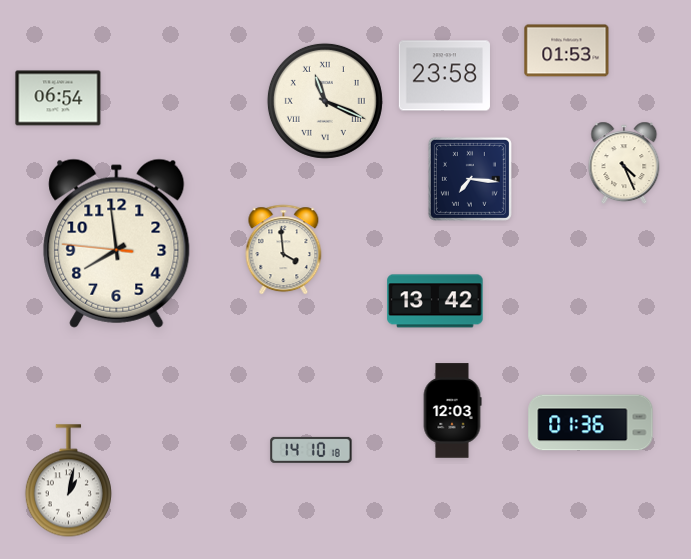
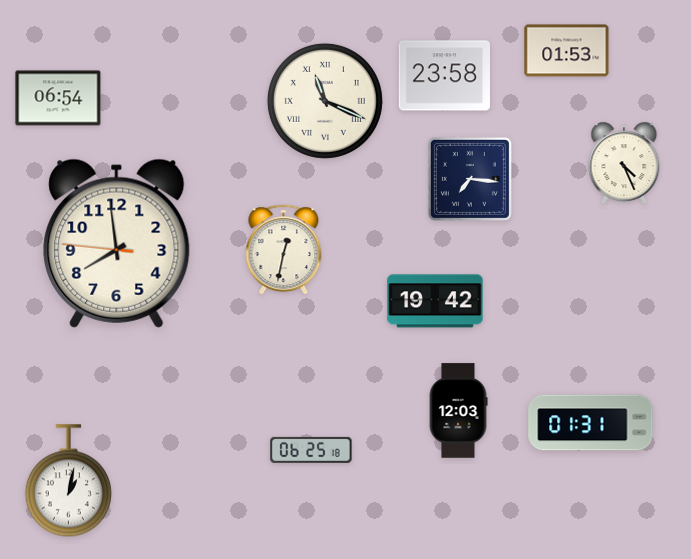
clock at (284, 250): 3:59 -> 12:32
clock at (435, 301): 13:42 -> 19:42
clock at (452, 411) position: (452, 411) -> (458, 411)
clock at (591, 423): 01:36 -> 01:31
clock at (311, 450): 14:10 -> 06:25
